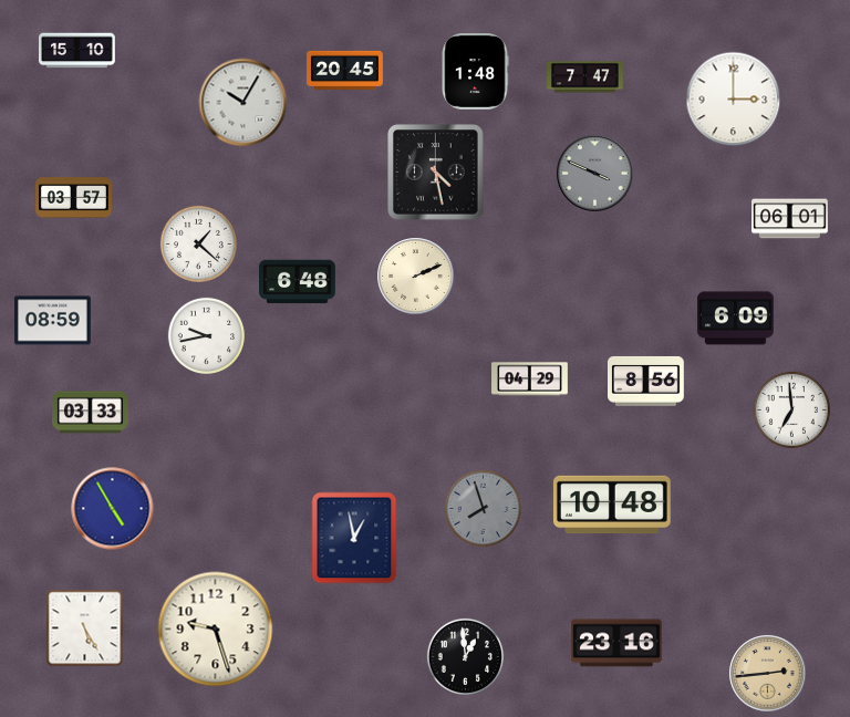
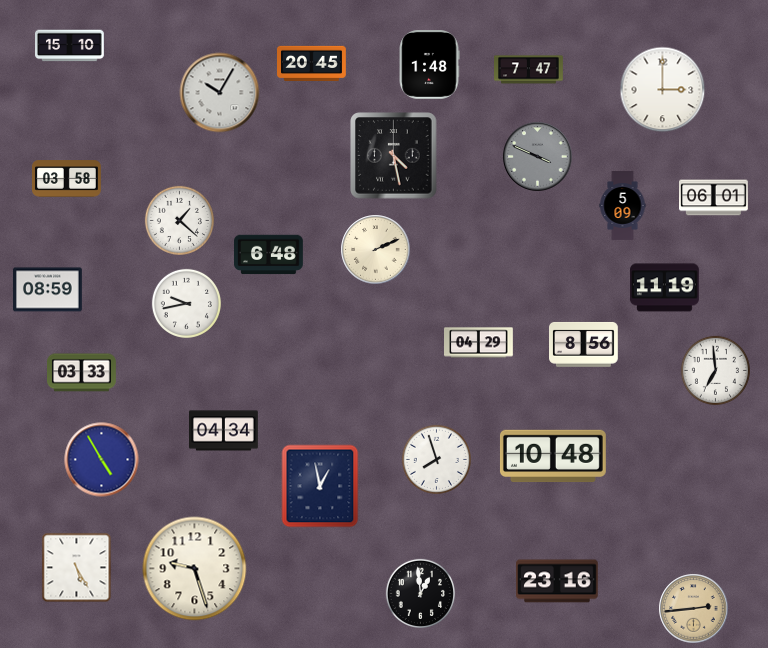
clock at (74, 198): 03:57 -> 03:58
clock at (623, 206): none -> 5:09
clock at (736, 319): 6:09 -> 11:19
clock at (224, 431): none -> 04:34
clock at (483, 508) dial: grey -> white
